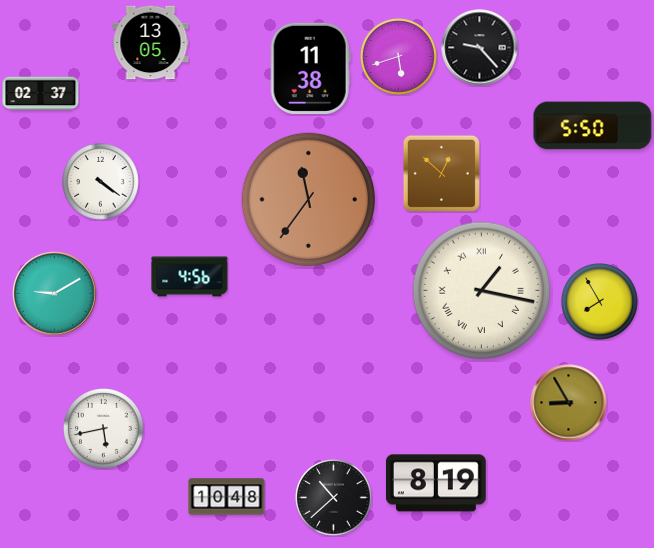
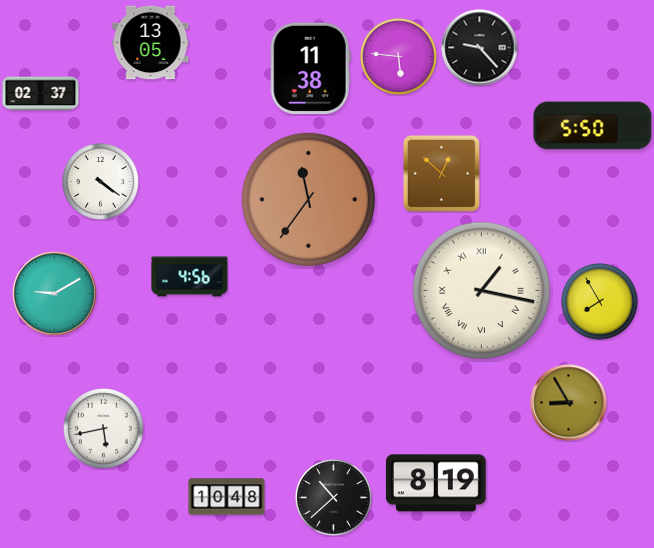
clock at (399, 57): 5:42 -> 5:46
